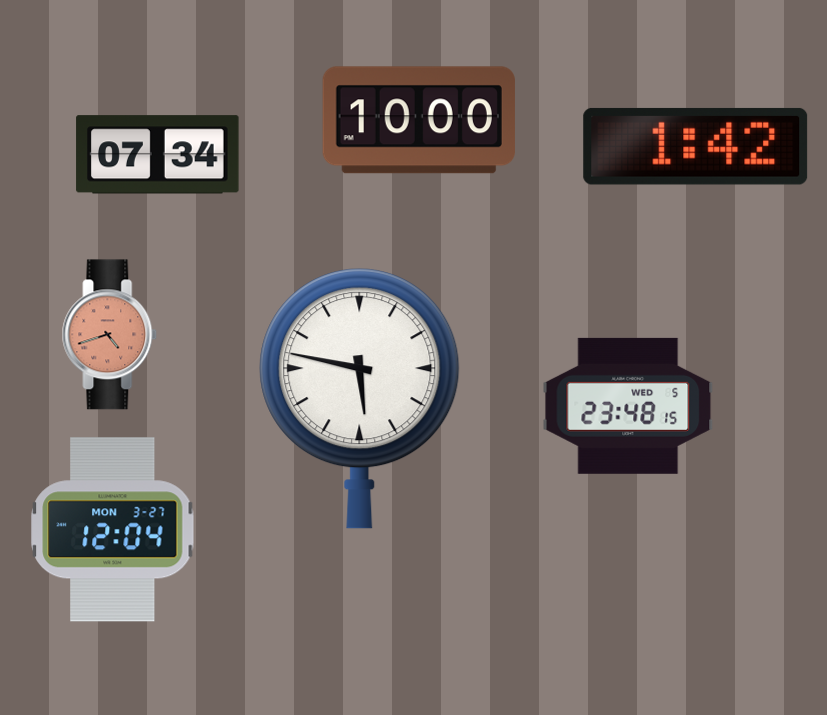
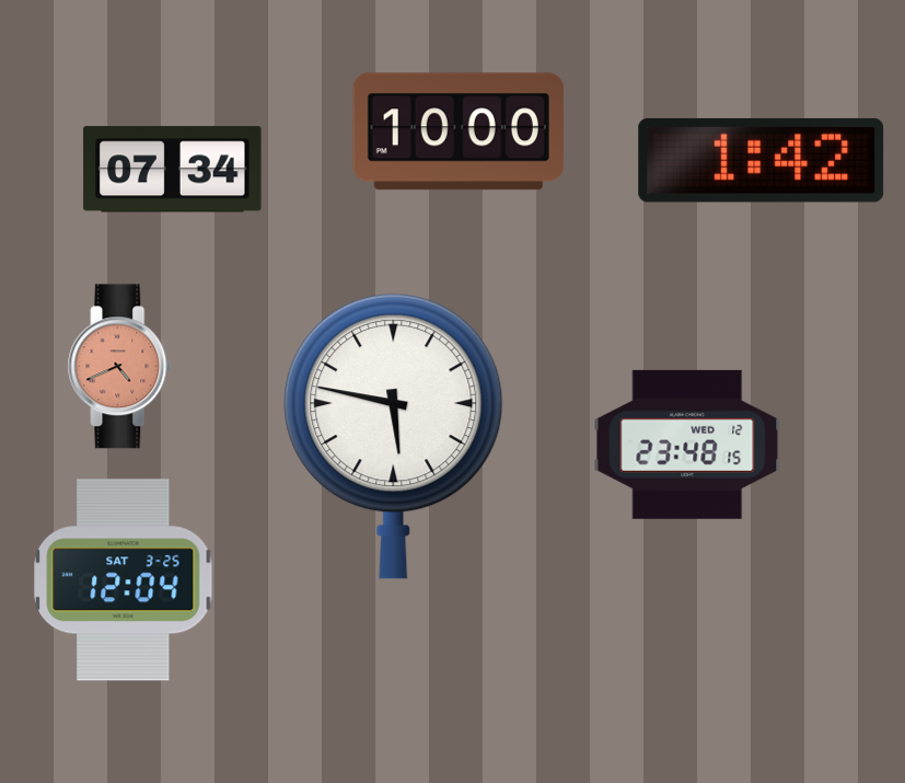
clock at (110, 335): 4:42 -> 4:41
clock at (628, 406) date: WED 5 -> WED 12
clock at (113, 530) date: MON 3-27 -> SAT 3-25
